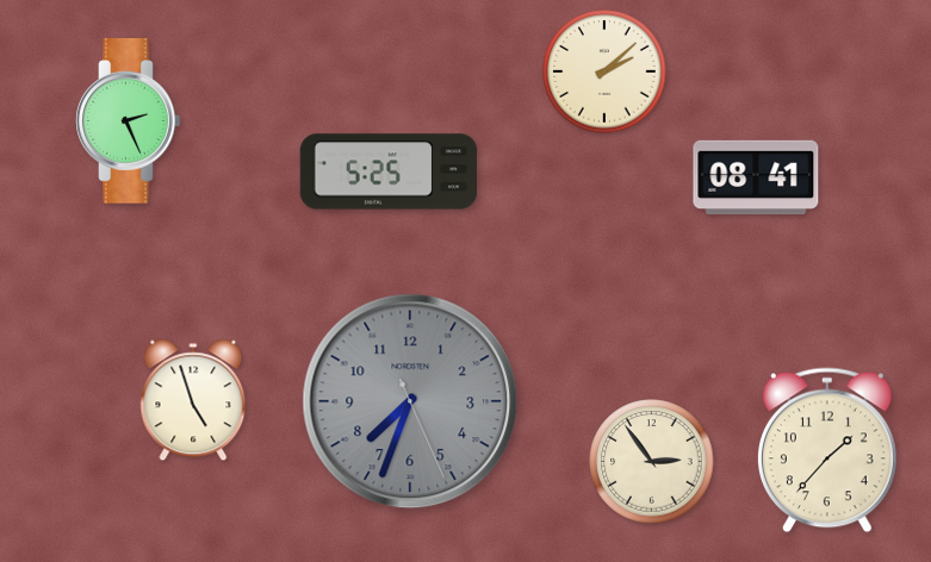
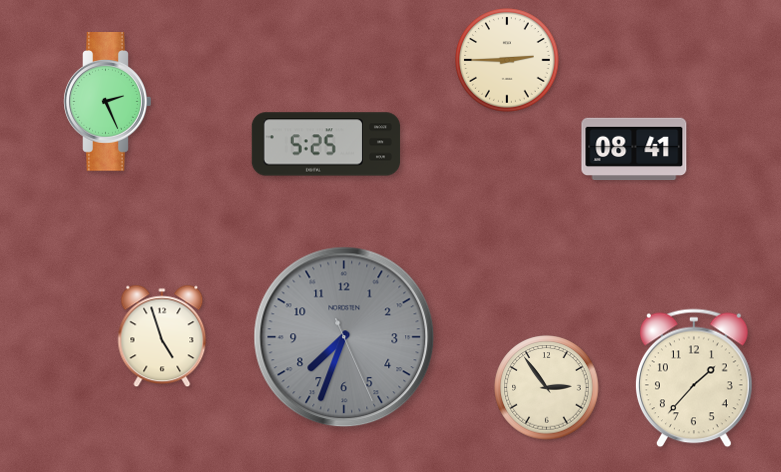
clock at (604, 71): 2:08 -> 2:45
